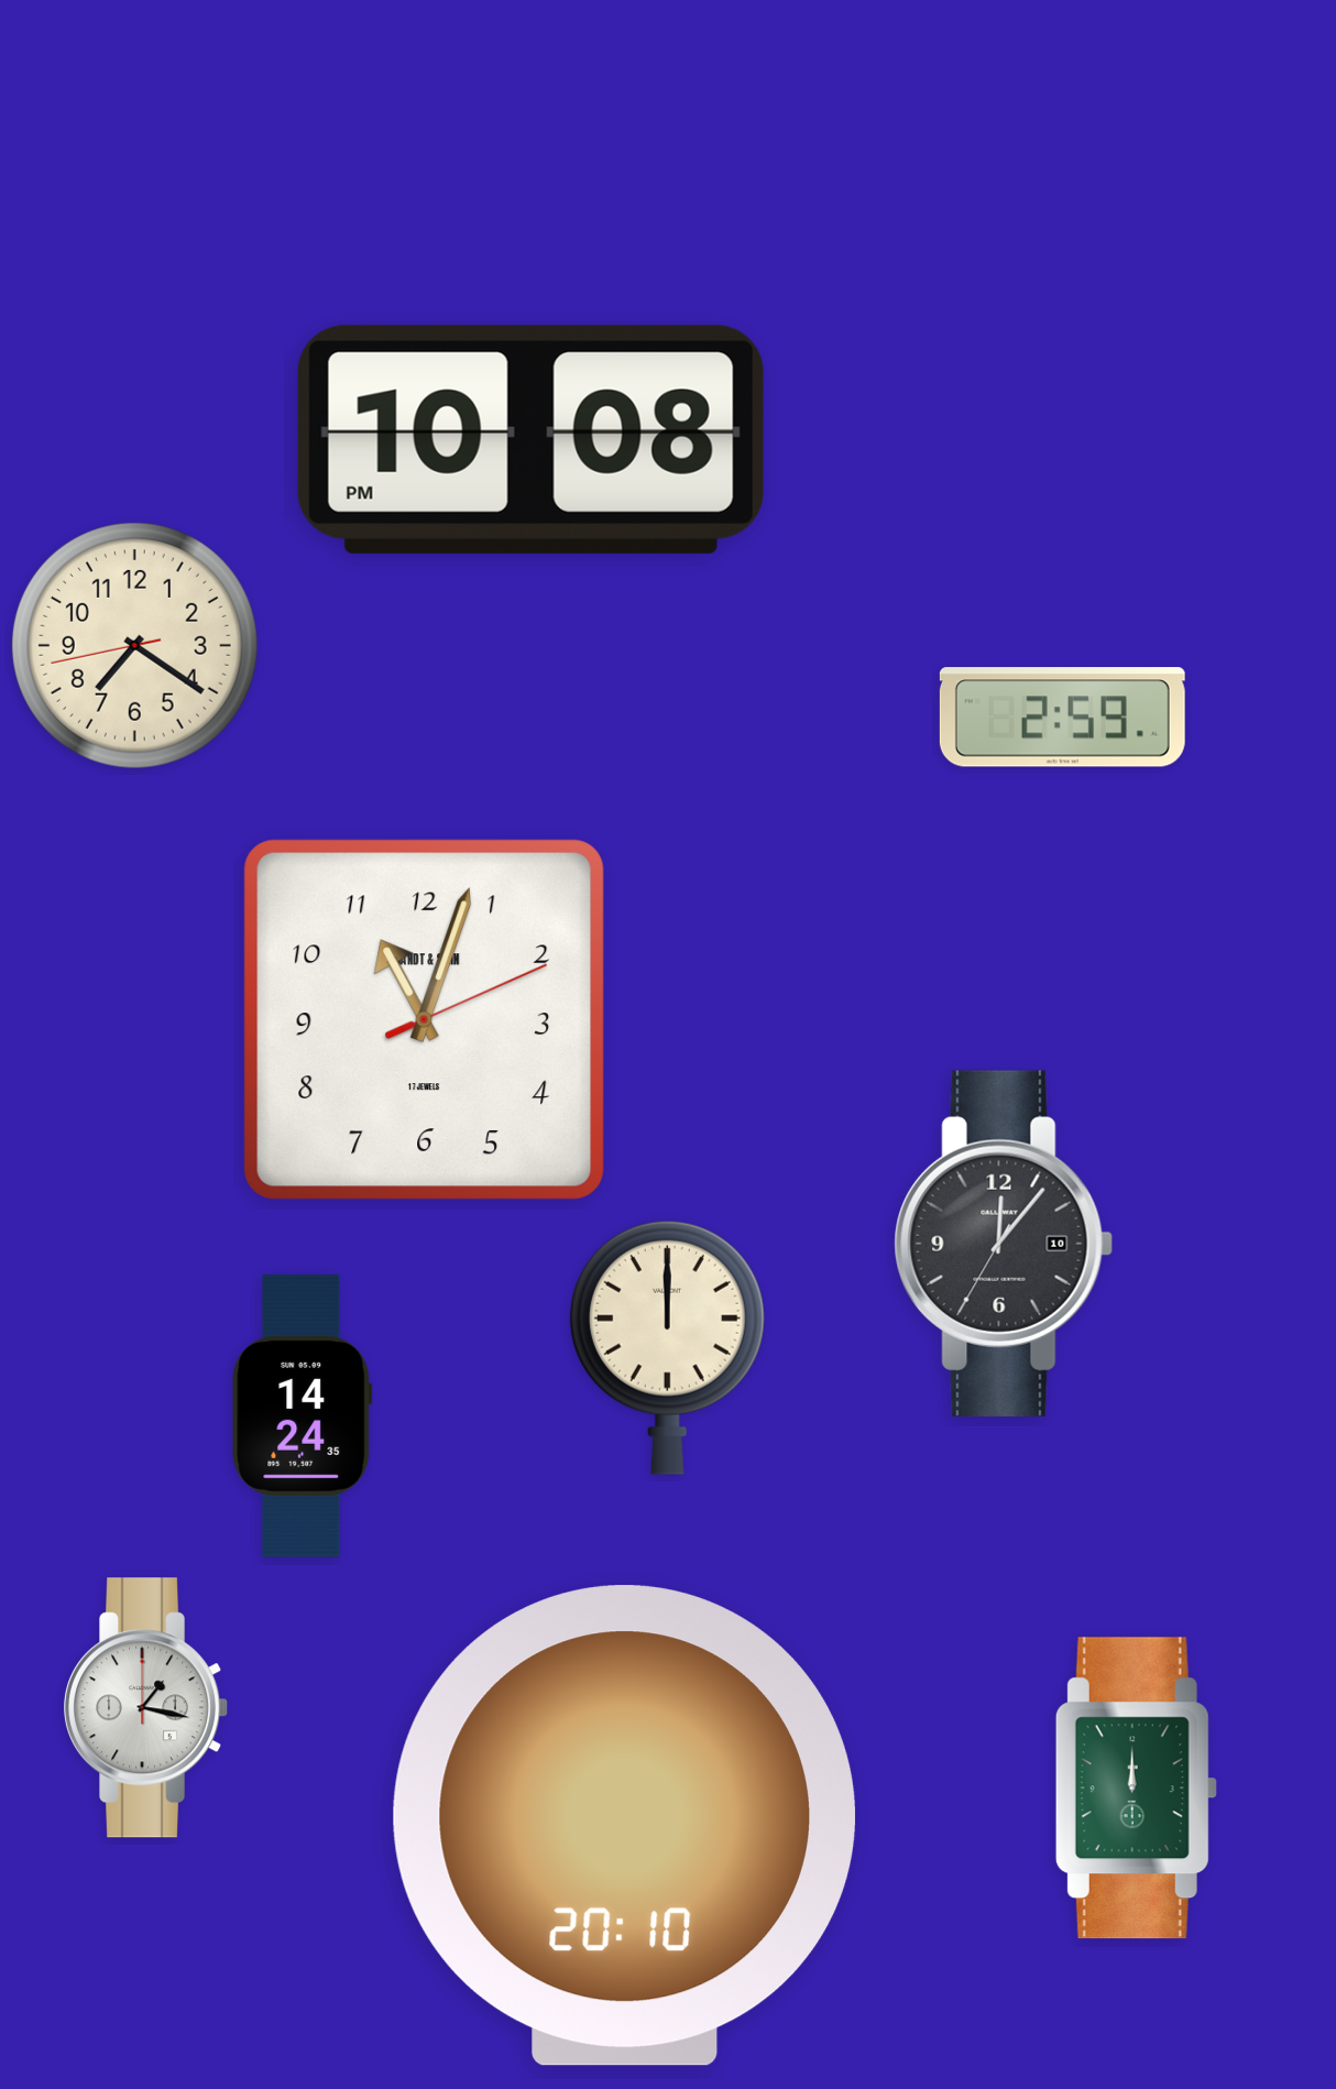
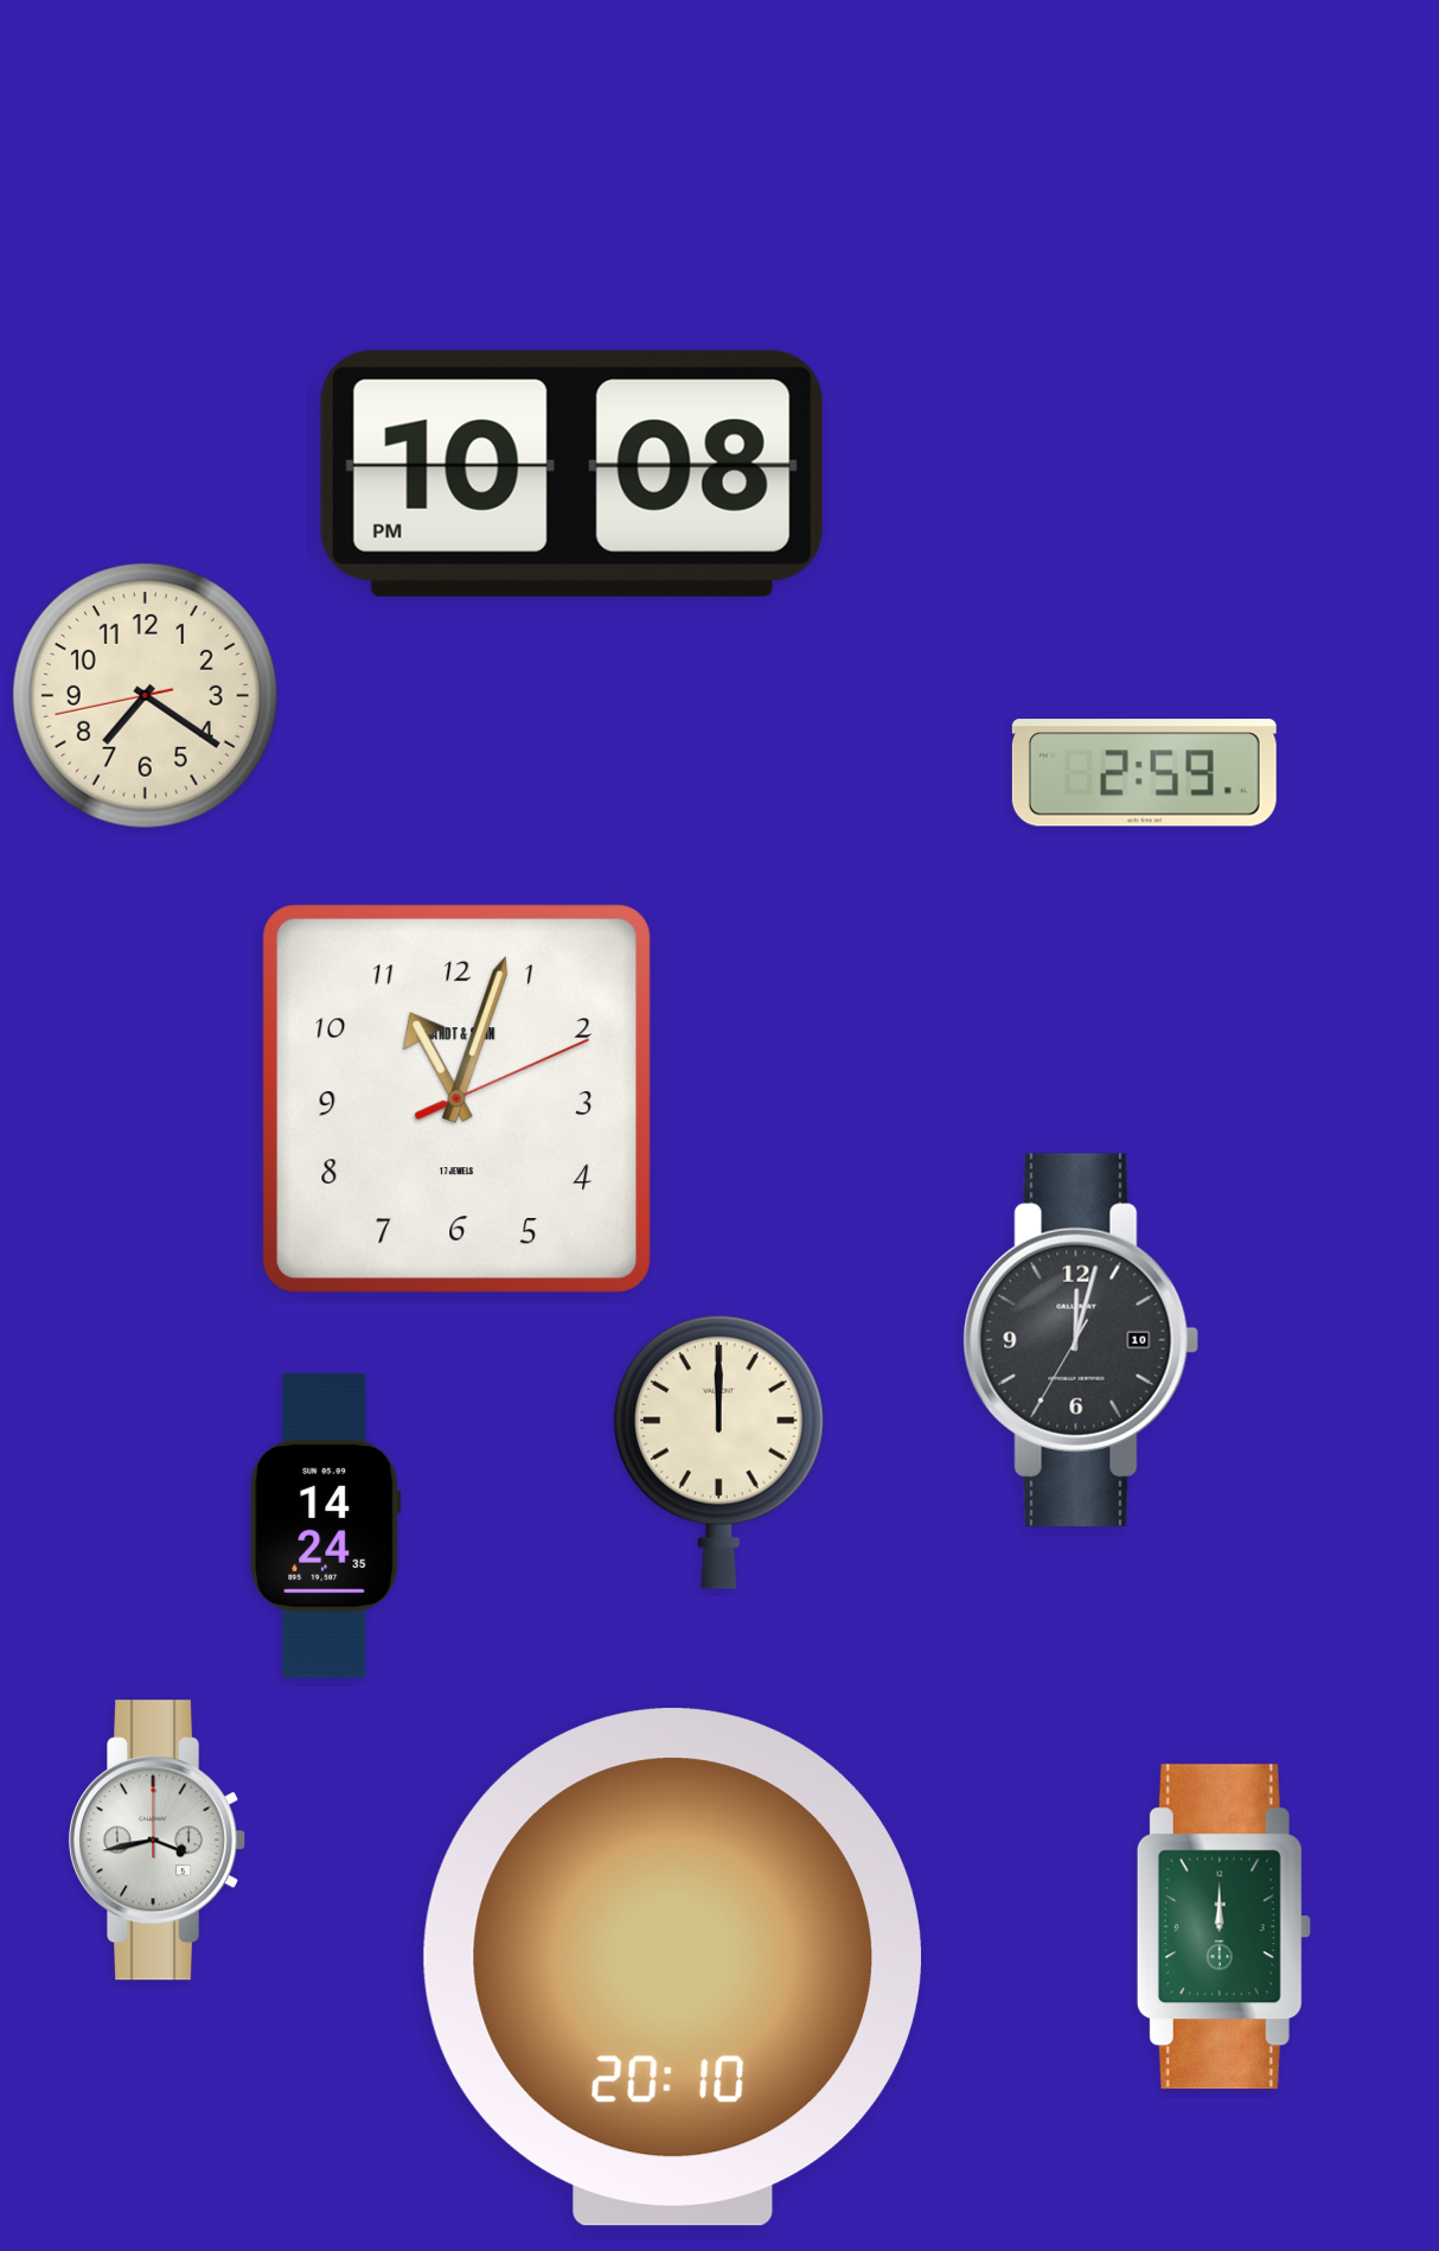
clock at (1004, 1244): 12:06 -> 12:02
clock at (146, 1708): 1:17 -> 3:43
